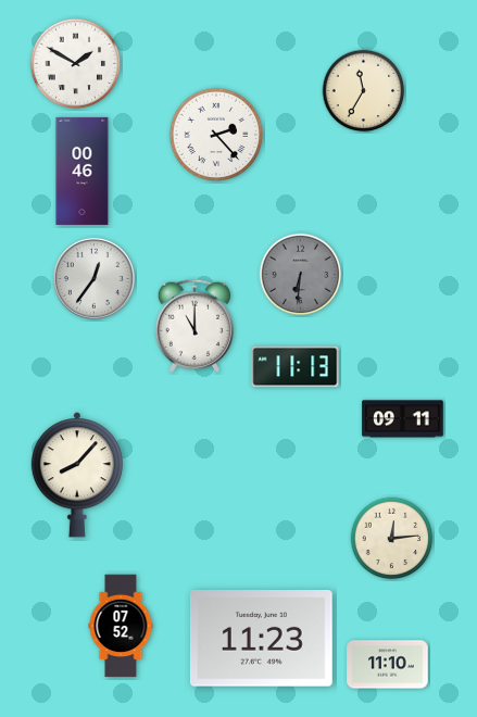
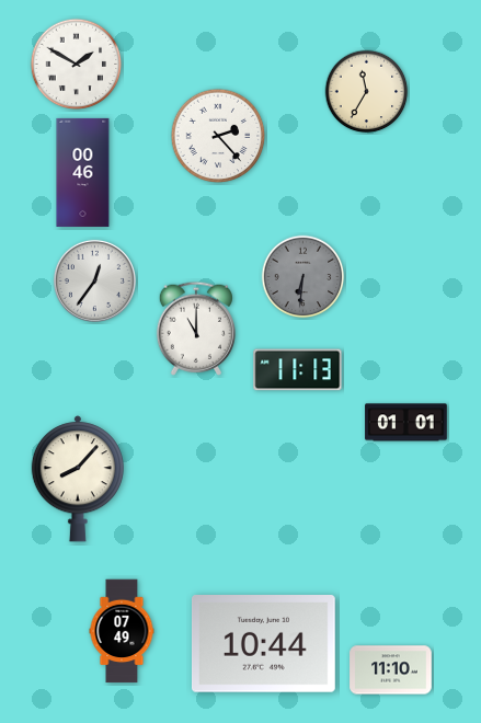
clock at (403, 419): 09:11 -> 01:01
clock at (392, 539): 12:14 -> none
clock at (121, 626): 07:52 -> 07:49
clock at (261, 639): 11:23 -> 10:44
